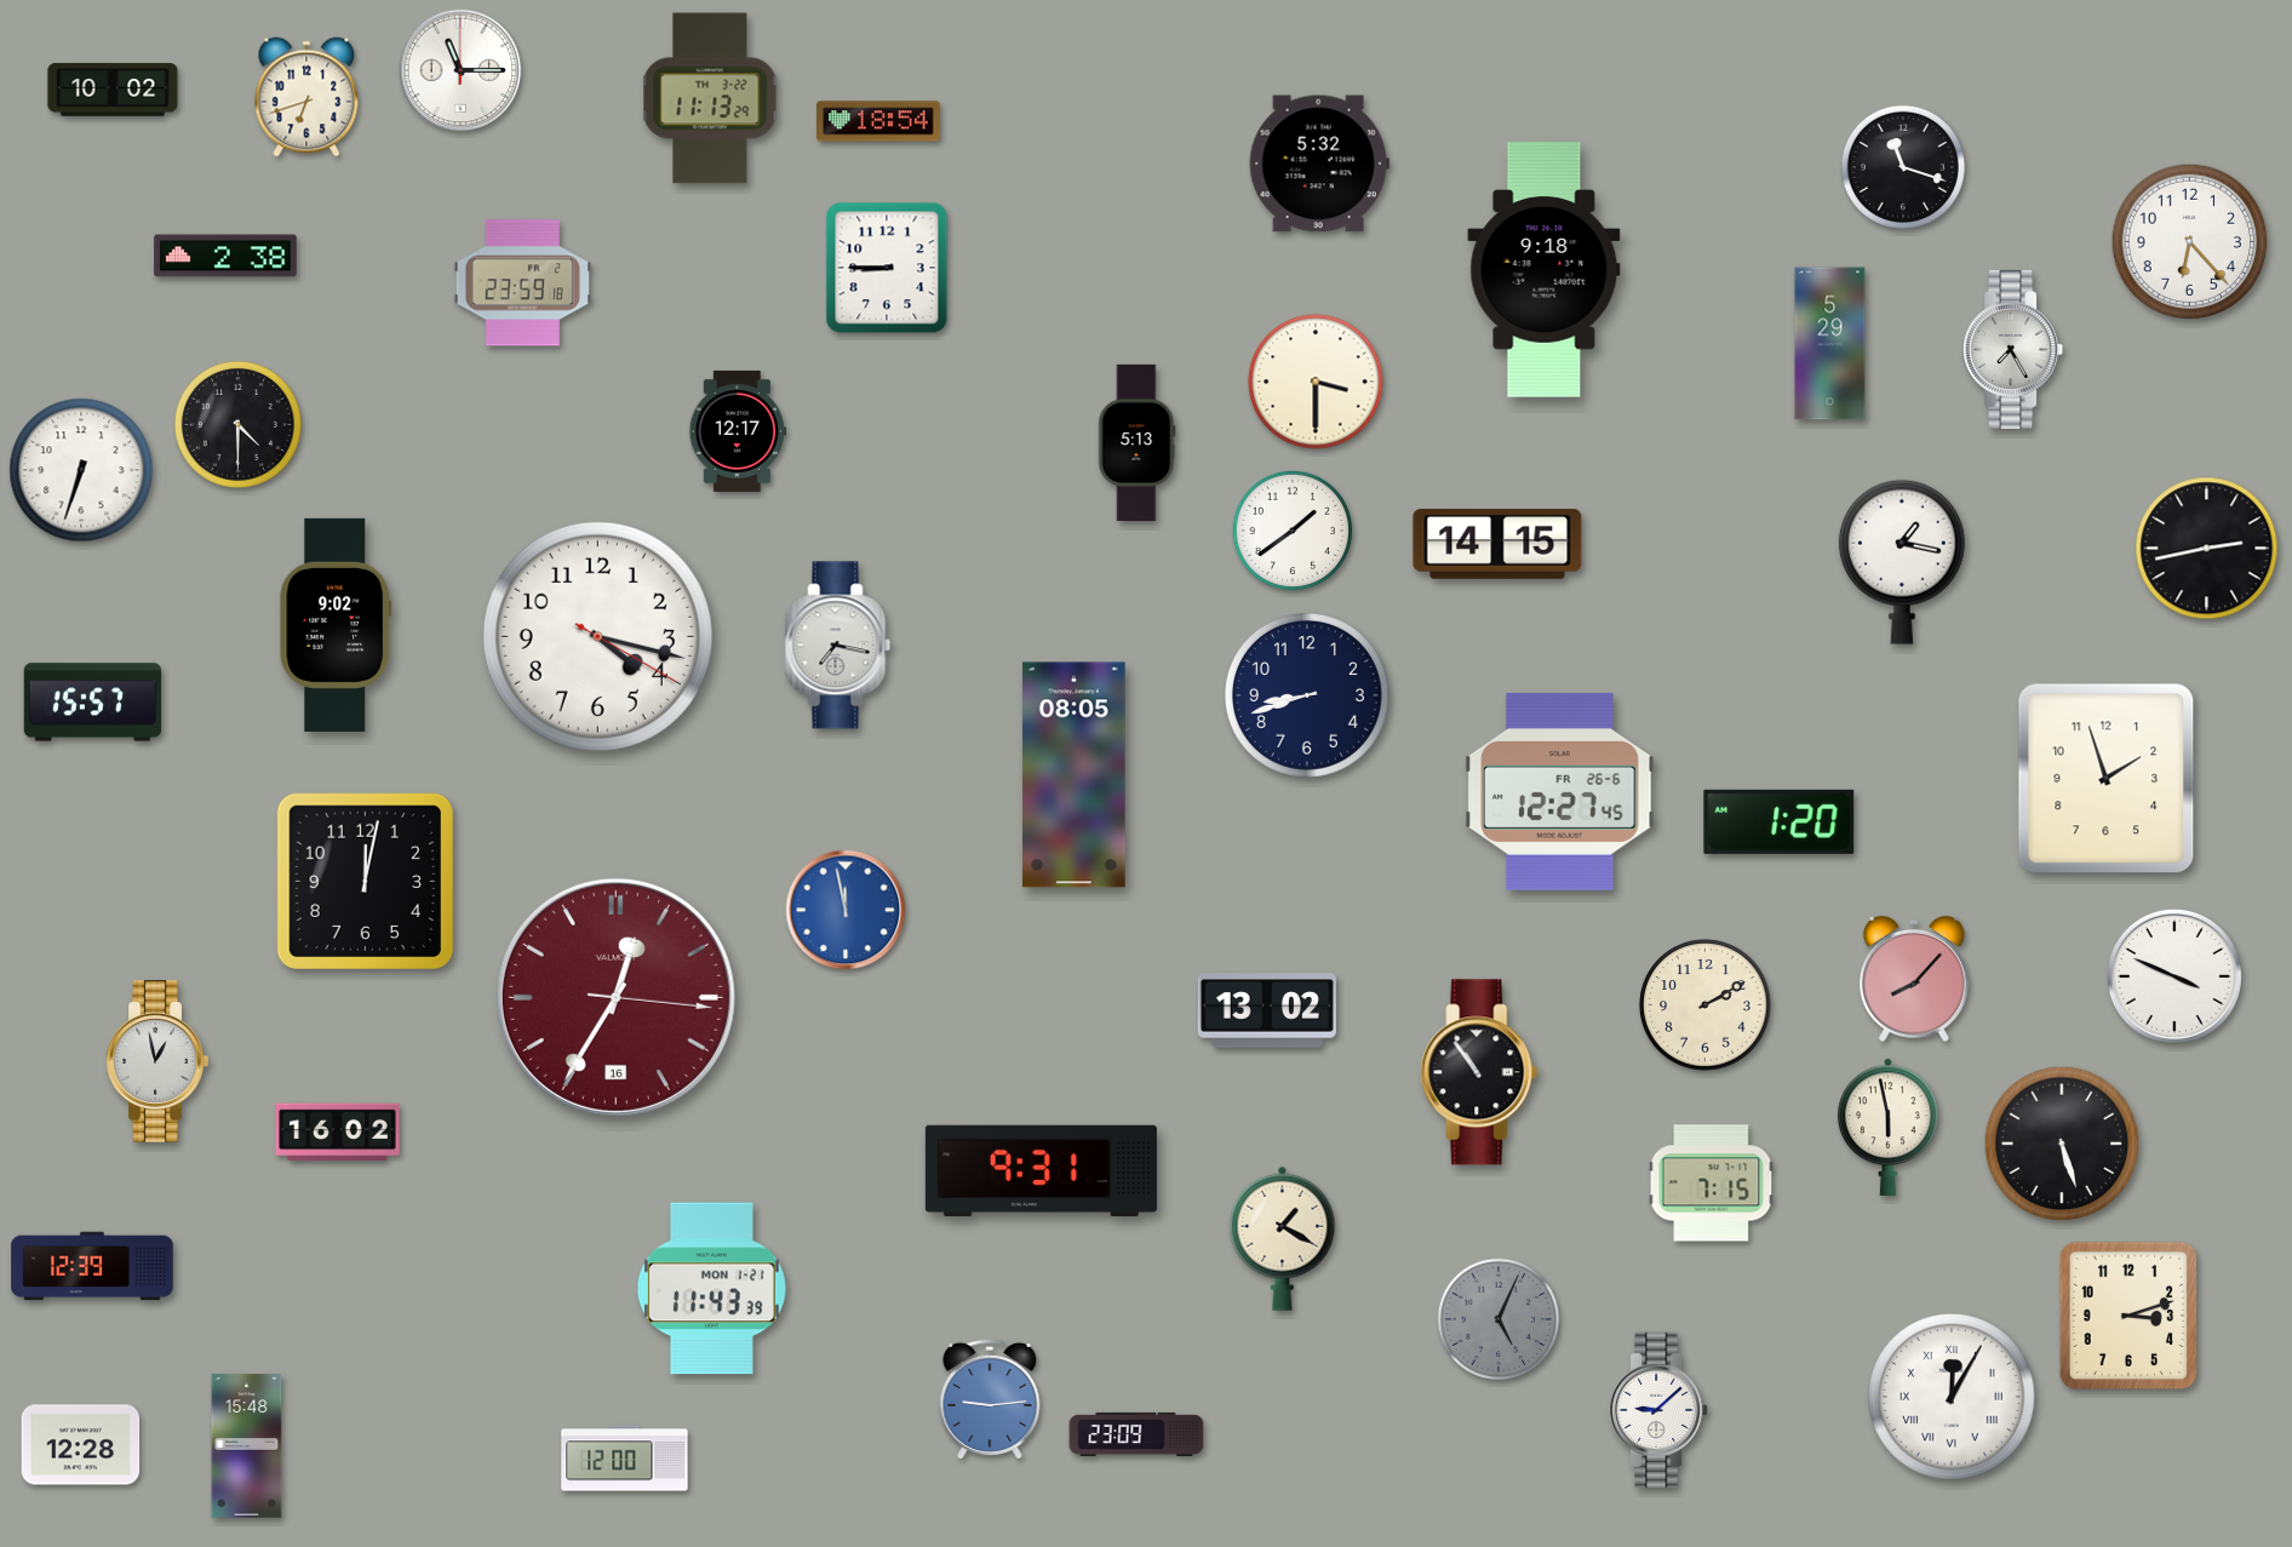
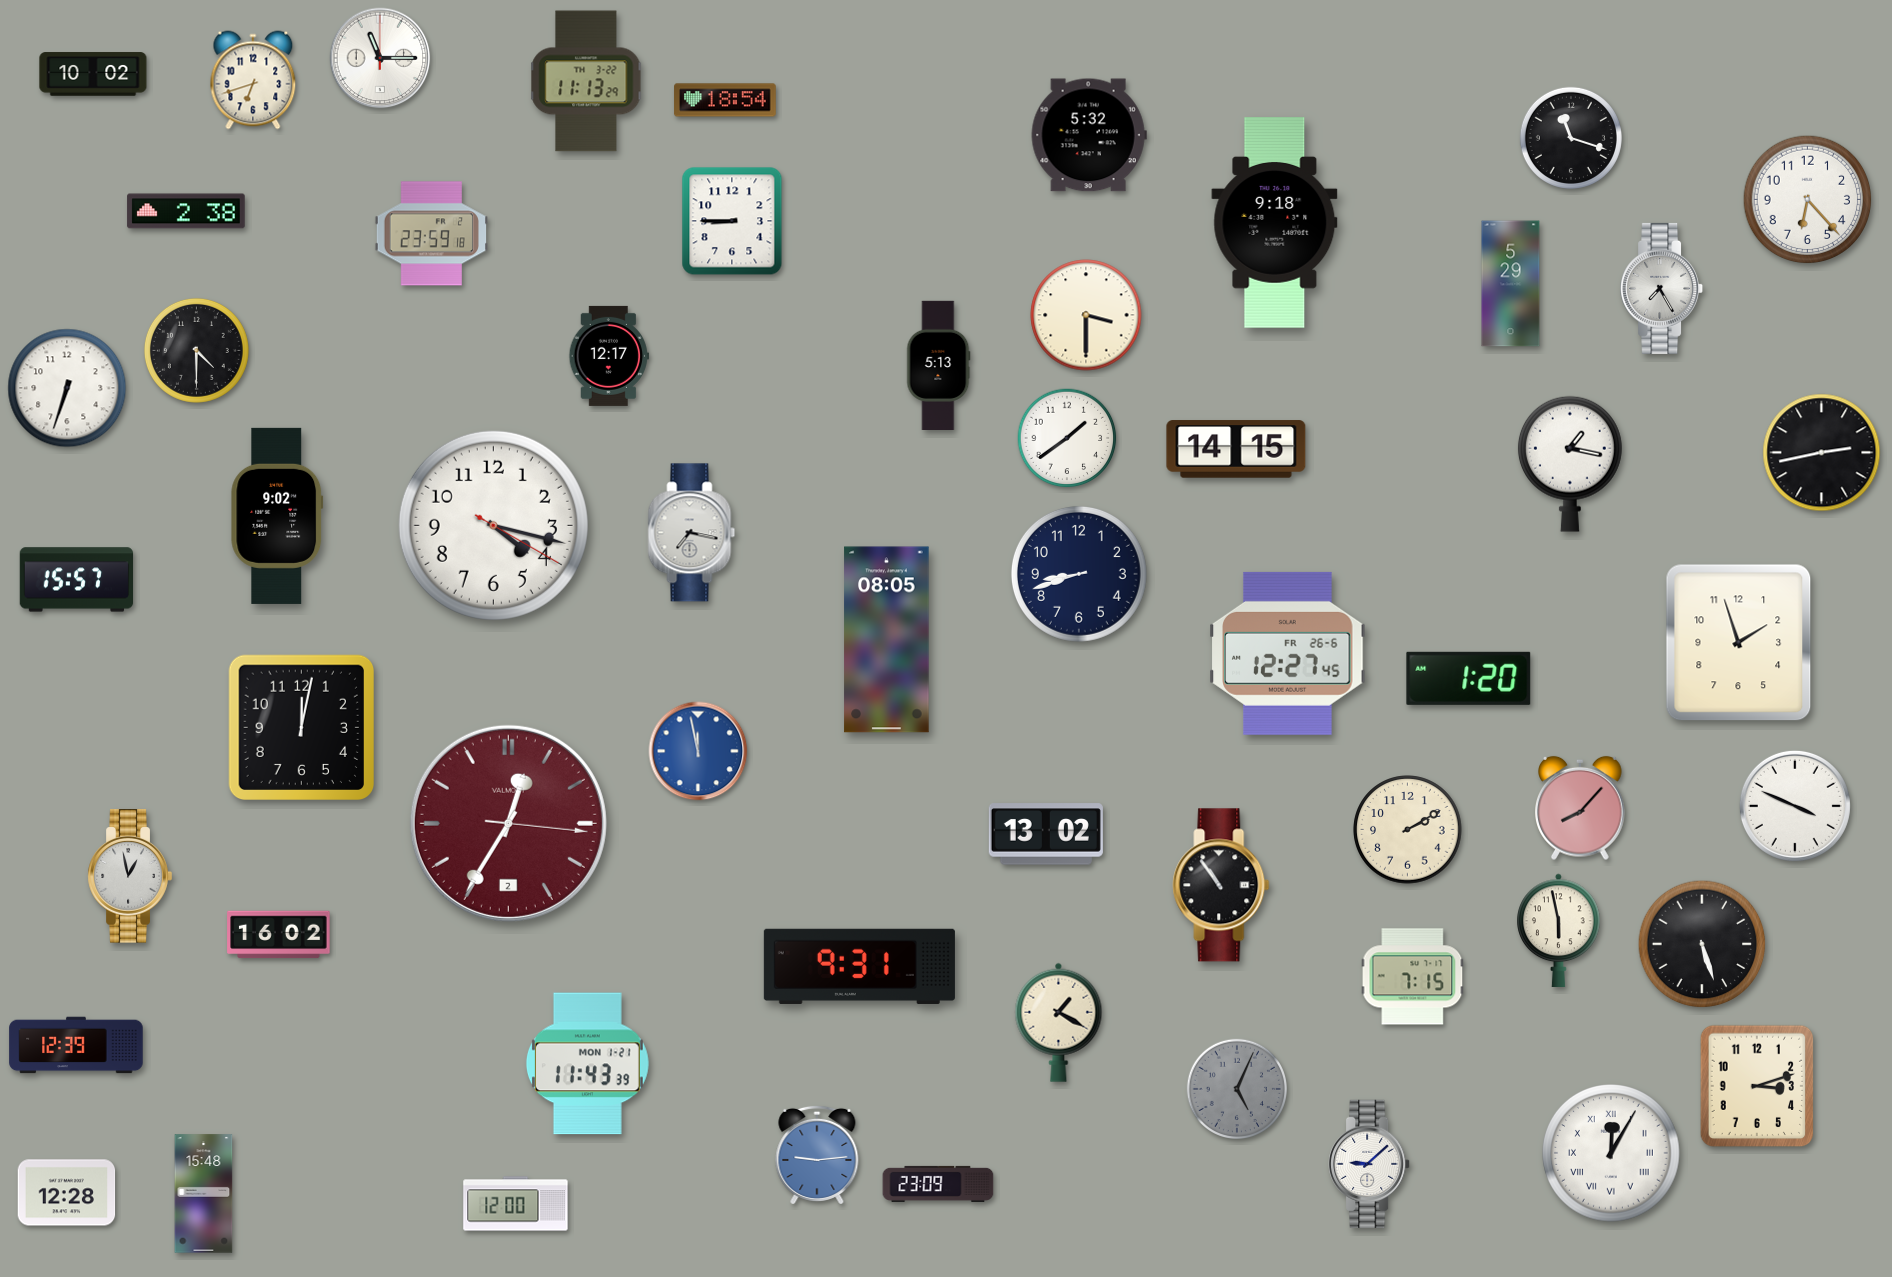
clock at (615, 997) date: 16 -> 2
